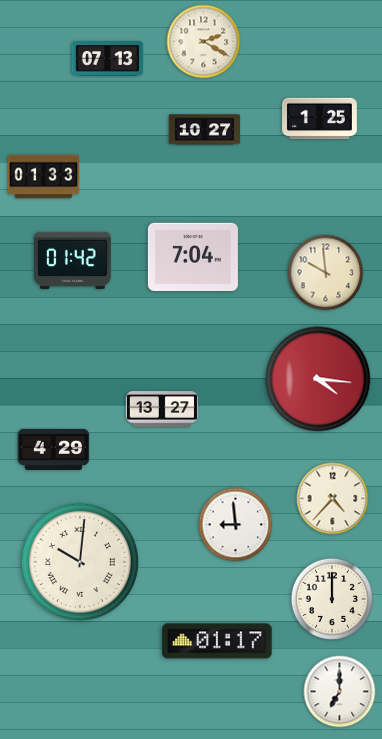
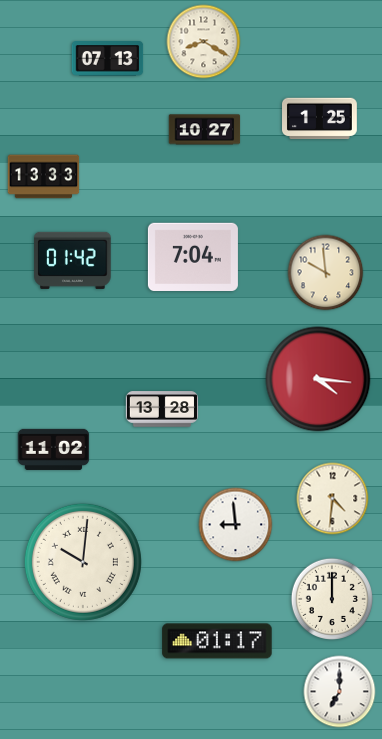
clock at (204, 42): 2:20 -> 8:20
clock at (44, 177): 01:33 -> 13:33
clock at (162, 409): 13:27 -> 13:28
clock at (54, 449): 4:29 -> 11:02
clock at (333, 499): 4:37 -> 4:31
clock at (80, 562) position: (80, 562) -> (83, 562)
